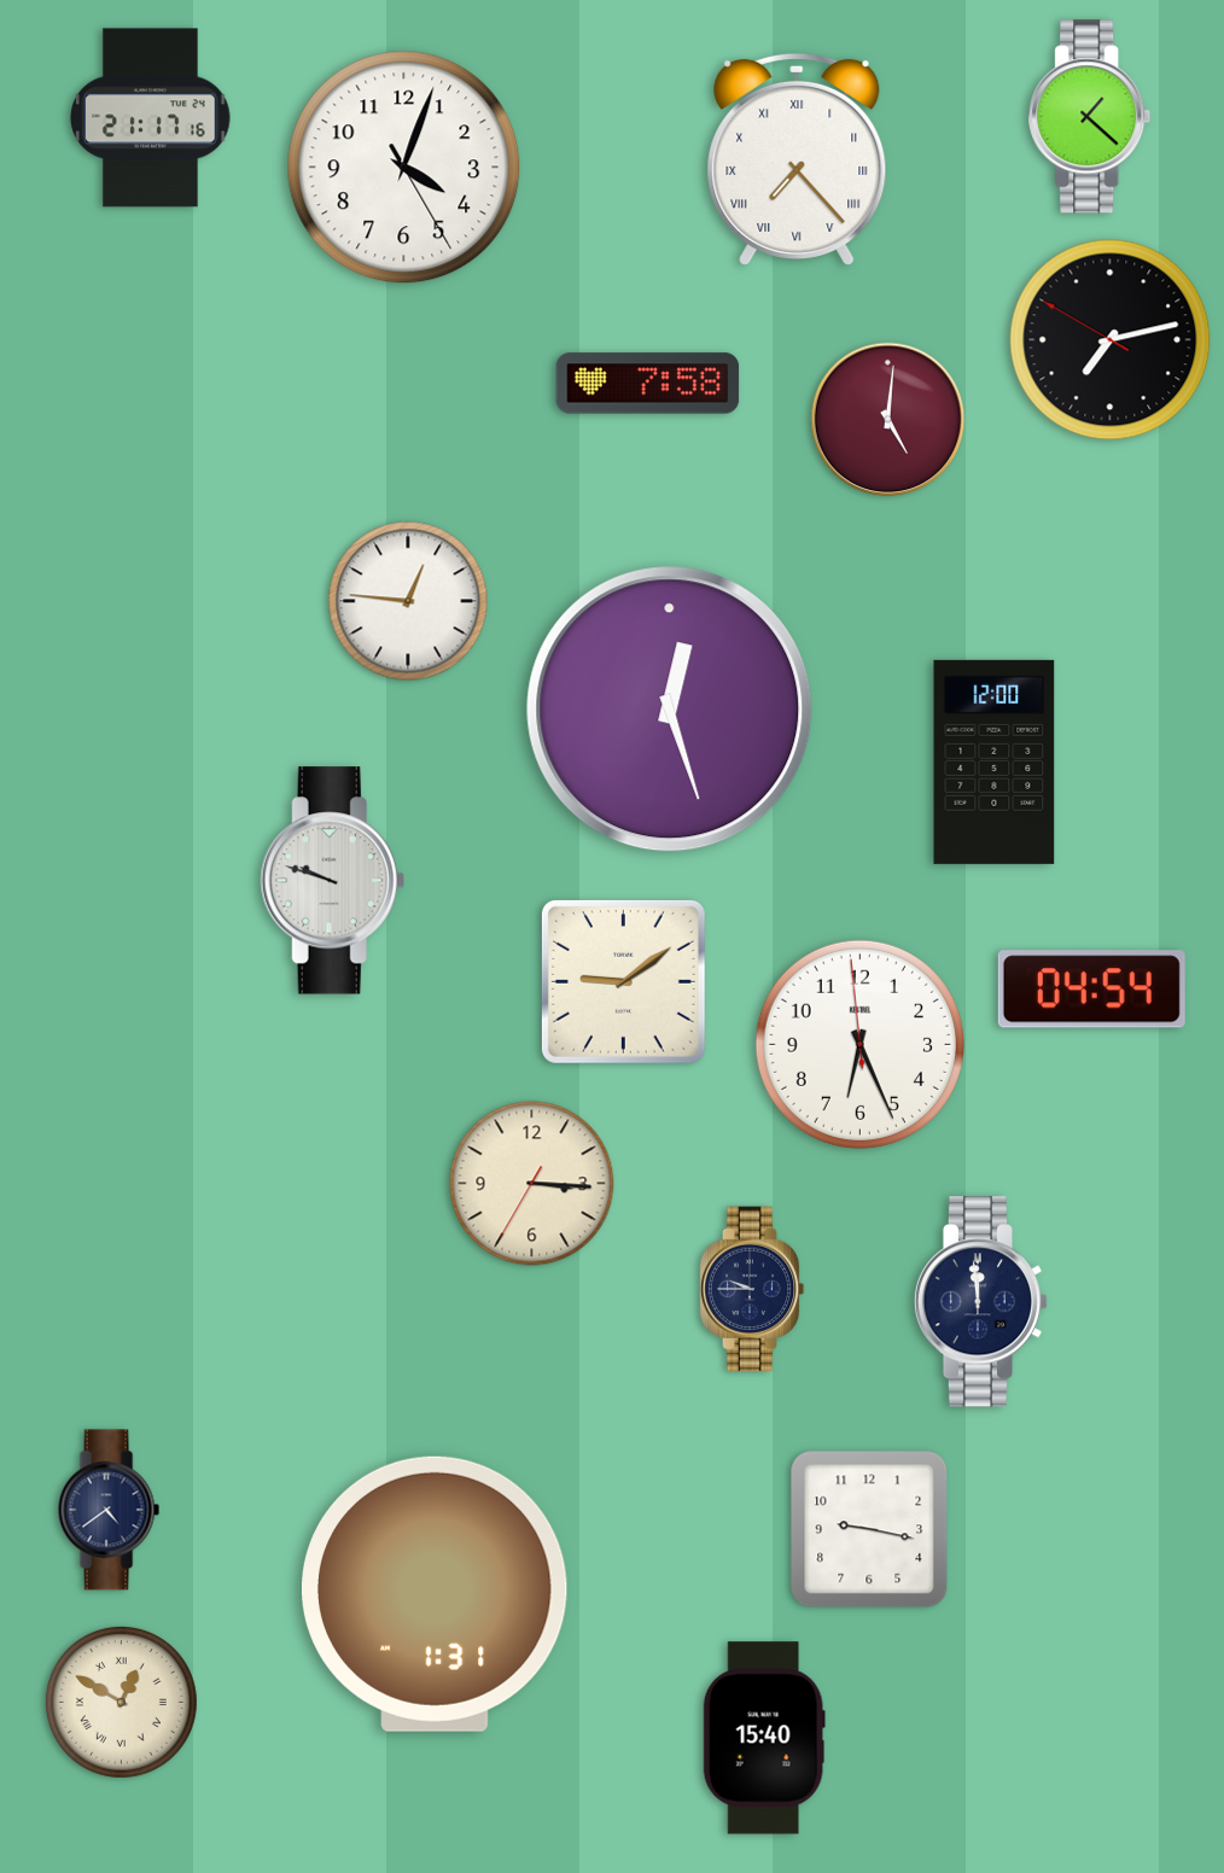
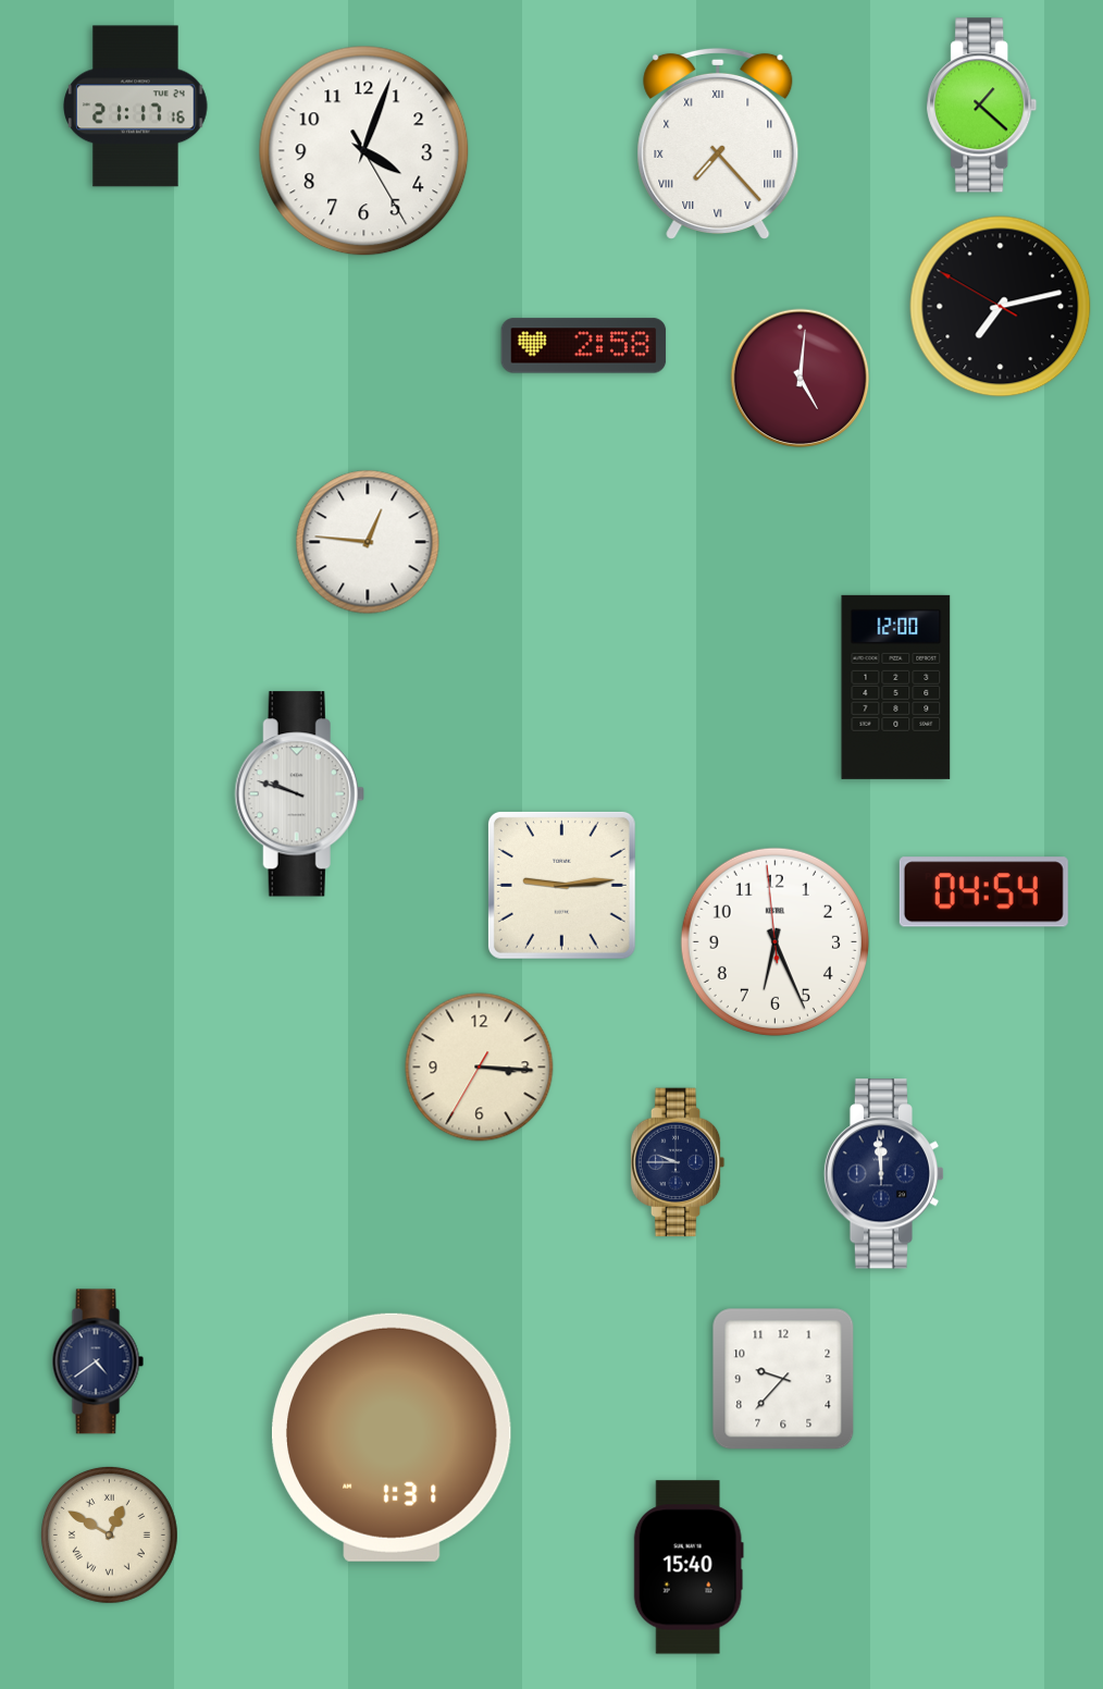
clock at (648, 384): 7:58 -> 2:58
clock at (670, 710): 12:27 -> none
clock at (623, 981): 9:09 -> 9:14
clock at (869, 1529): 9:17 -> 9:37
